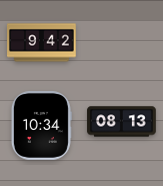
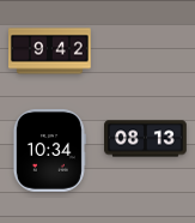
clock at (122, 122) position: (122, 122) -> (146, 139)
